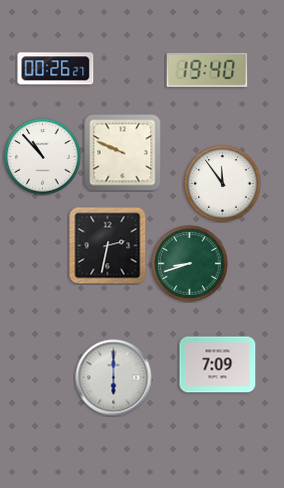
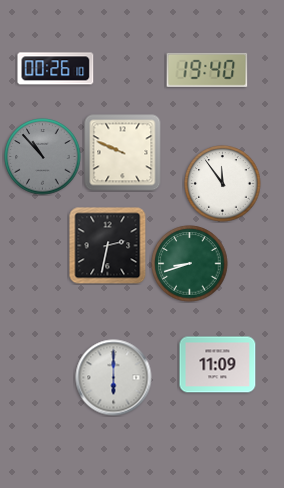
clock at (56, 69): 00:26:27 -> 00:26:10
clock at (43, 157) dial: white -> grey
clock at (218, 365): 7:09 -> 11:09
